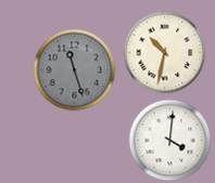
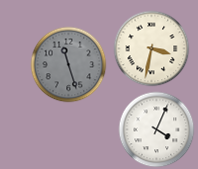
clock at (165, 53): 10:32 -> 3:32
clock at (170, 141): 4:01 -> 4:04
